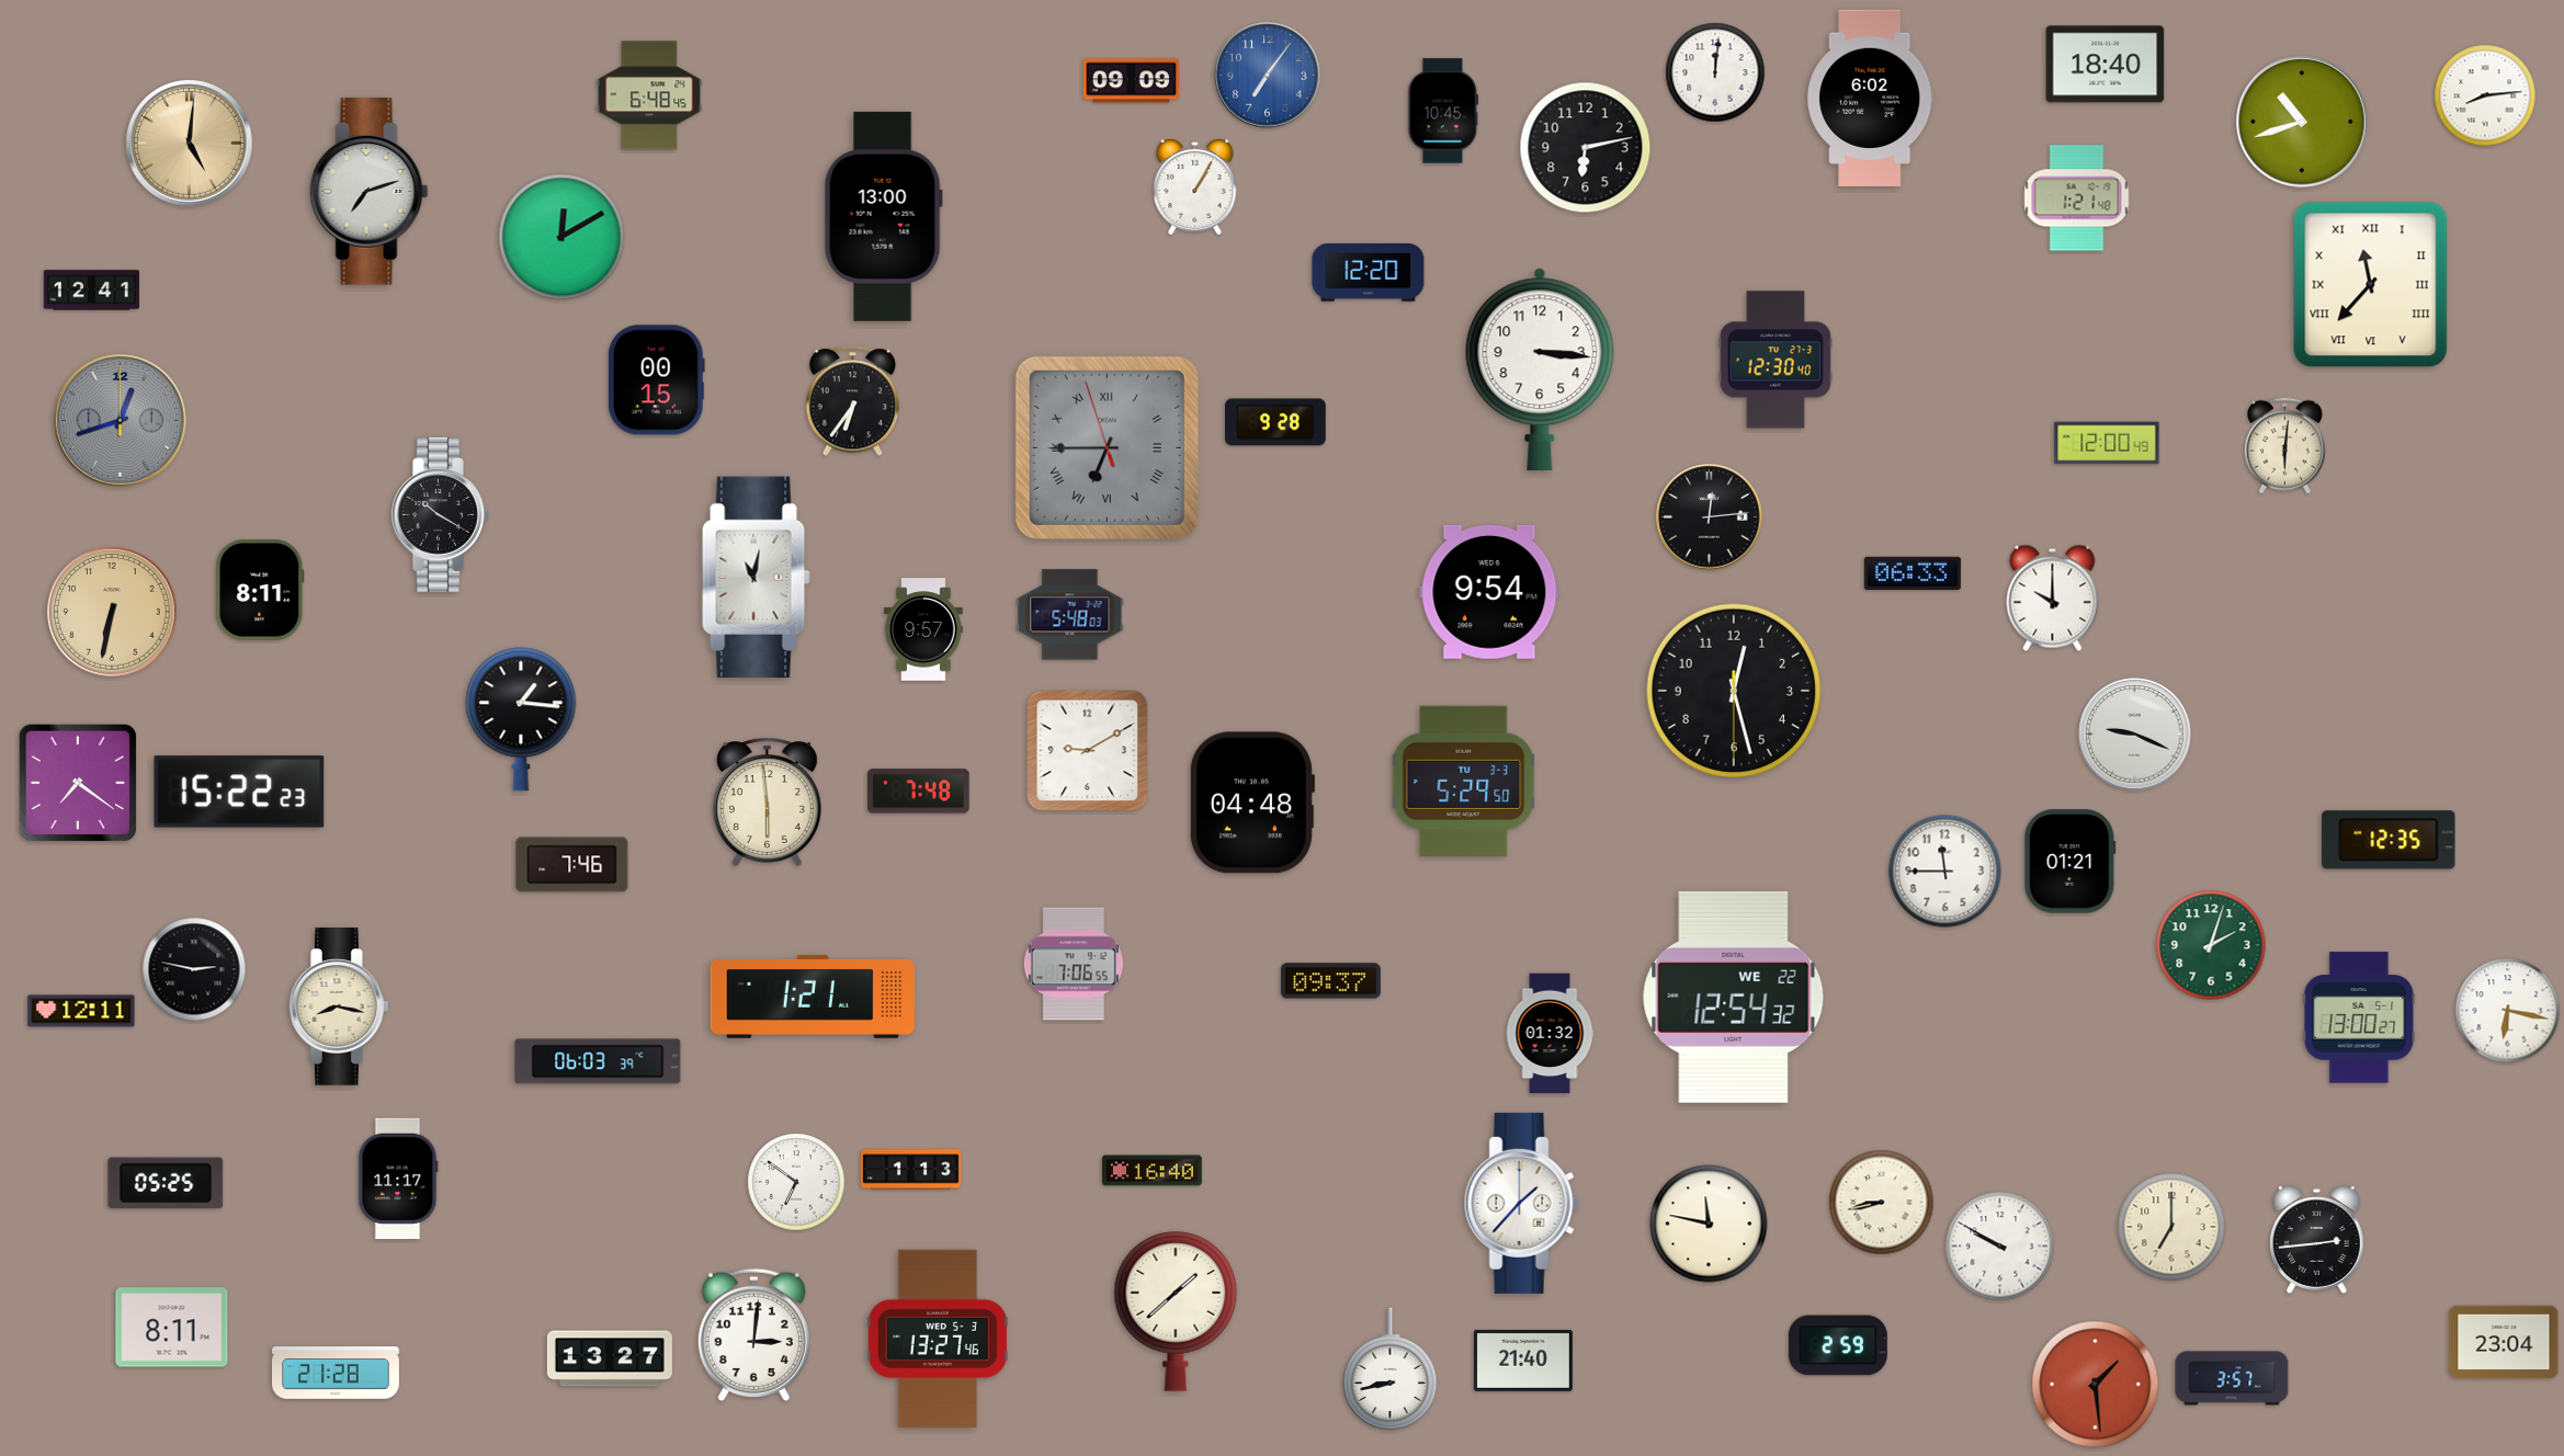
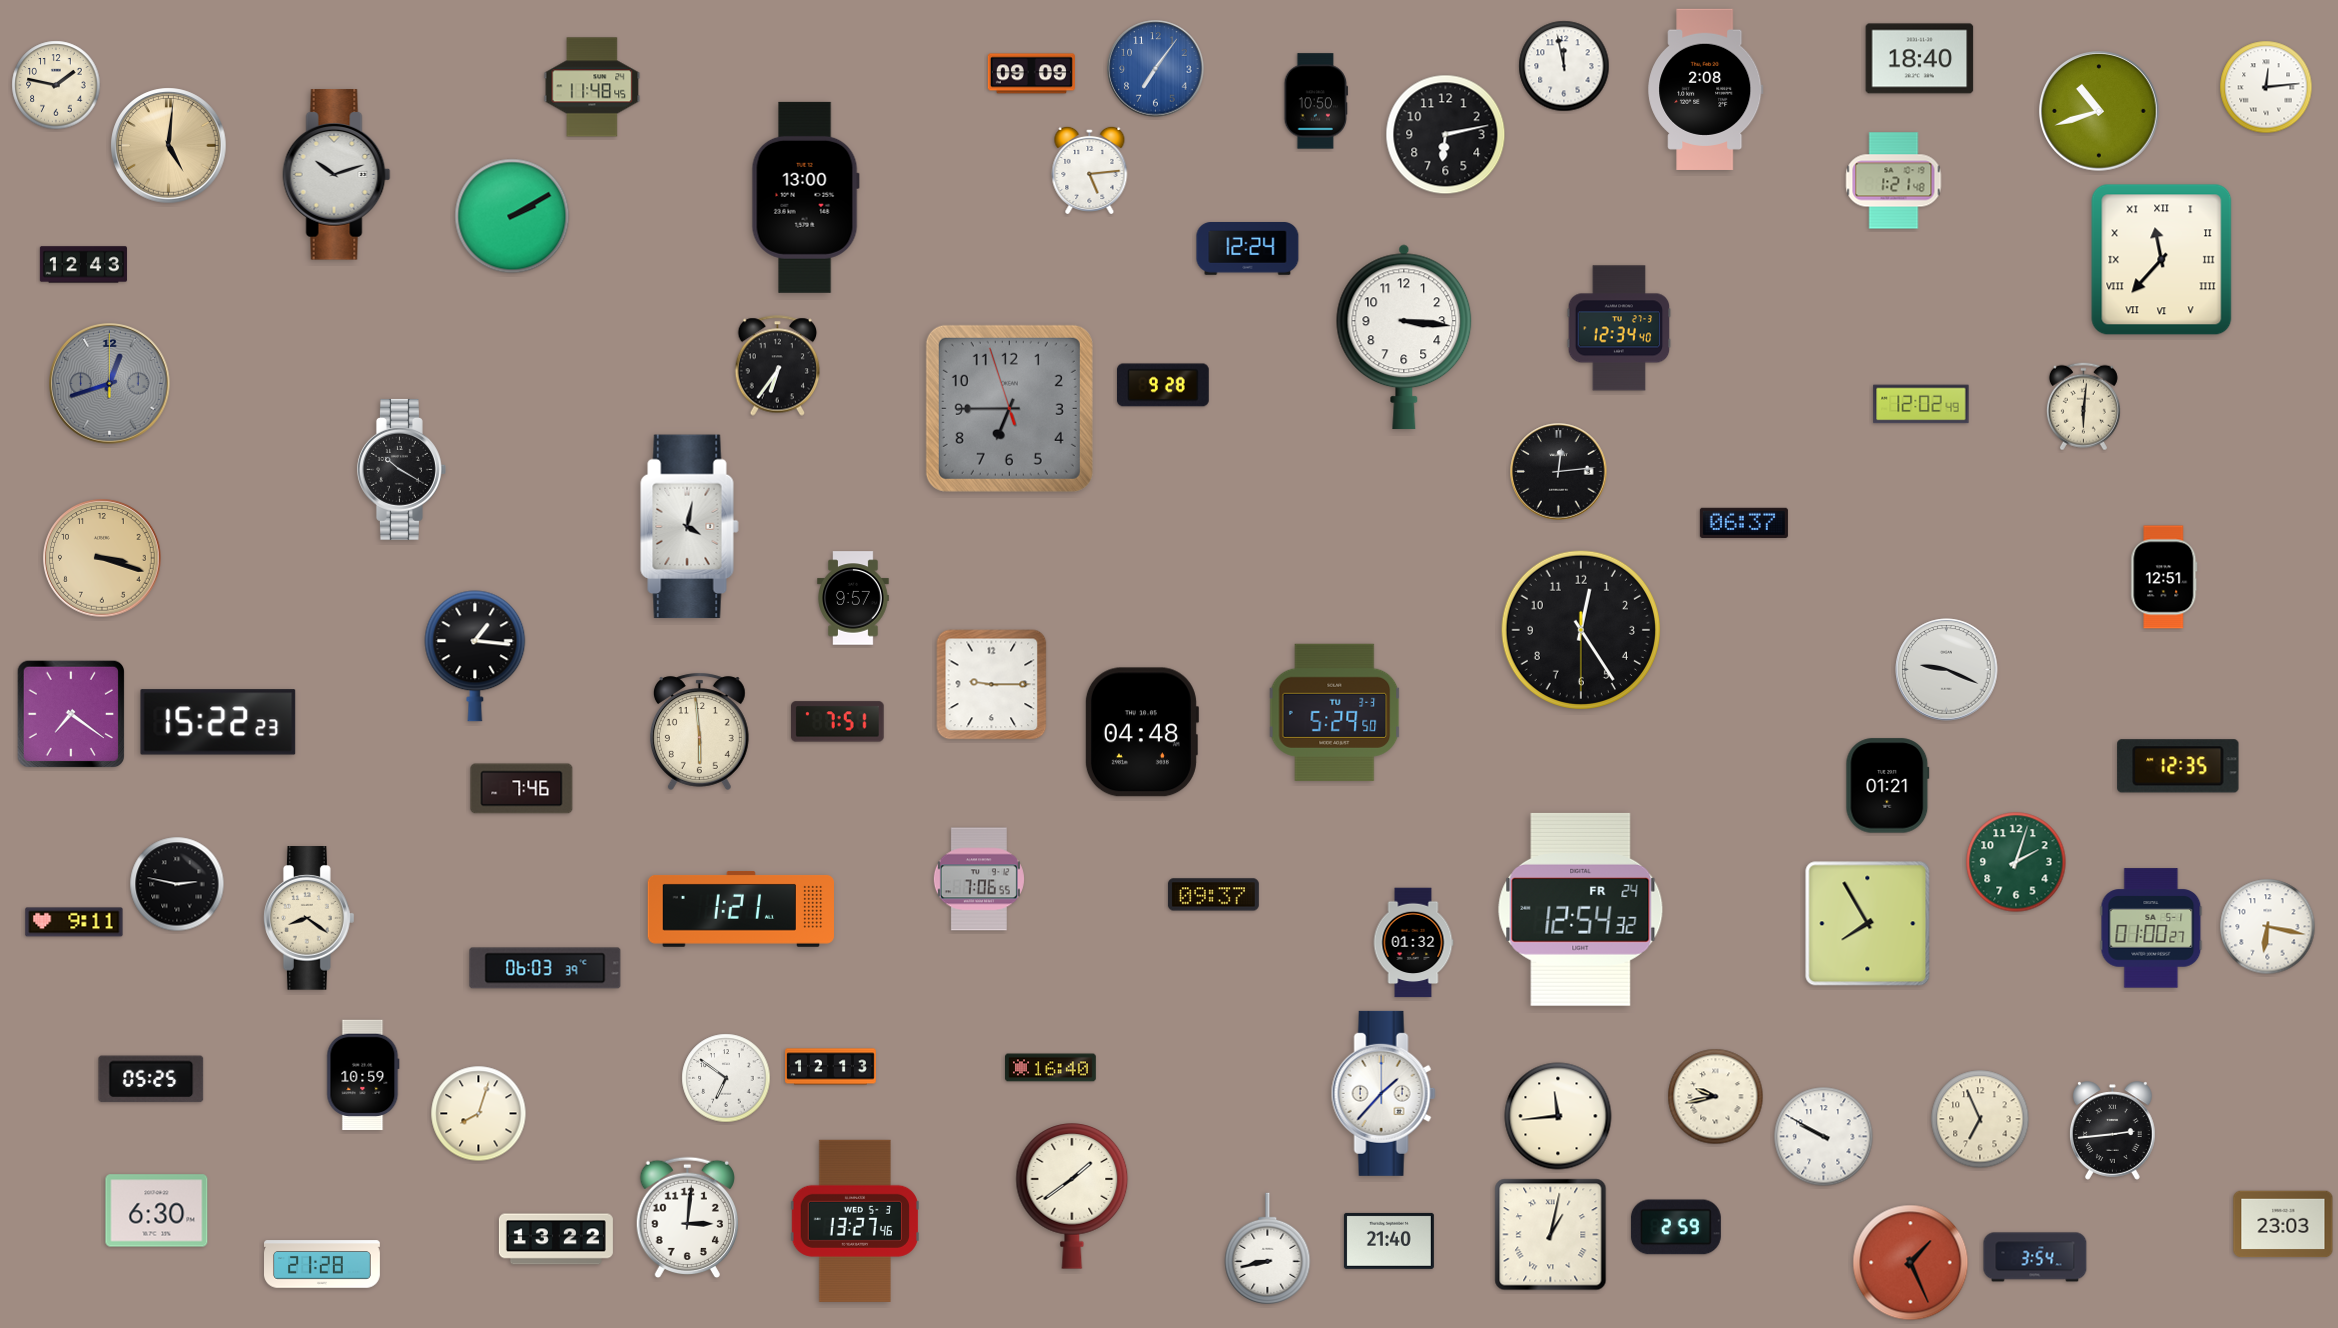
clock at (1715, 72): 12:01 -> 11:58
clock at (56, 85): none -> 1:47
clock at (649, 95): 6:48 -> 11:48
clock at (2485, 95): 8:14 -> 12:14
clock at (1871, 98): 6:02 -> 2:08
clock at (1442, 111): 10:45 -> 10:50
clock at (190, 144) position: (190, 144) -> (169, 146)
clock at (1195, 186): 1:05 -> 5:14
clock at (370, 192): 7:12 -> 10:12
clock at (561, 237): 12:10 -> 2:10
clock at (1369, 273): 12:20 -> 12:24
clock at (91, 291): 12:41 -> 12:43
clock at (1775, 360): 12:30 -> 12:34
clock at (656, 380): 00:15 -> none
clock at (2107, 443): 12:00 -> 12:02
clock at (1107, 447) numerals: Roman -> Arabic
clock at (1913, 572): 06:33 -> 06:37
clock at (757, 578): 11:02 -> 4:02
clock at (260, 590): 8:11 -> none
clock at (1489, 592): 9:54 -> none
clock at (2053, 598): 10:00 -> none
clock at (112, 612): 6:32 -> 3:18
clock at (1070, 615): 5:48 -> none
clock at (923, 629) position: (923, 629) -> (853, 598)
clock at (2164, 577): none -> 12:51
clock at (1733, 690): 12:27 -> 12:24
clock at (1088, 751): 9:10 -> 9:15
clock at (919, 792): 7:48 -> 7:51
clock at (1945, 872): 11:45 -> none
clock at (1734, 997) date: WE 22 -> FR 24
clock at (340, 1006): 8:17 -> 8:21
clock at (81, 1011): 12:11 -> 9:11
clock at (2508, 1011) position: (2508, 1011) -> (2268, 927)
clock at (1868, 924): none -> 7:55
clock at (2359, 1017): 13:00 -> 01:00
clock at (911, 1170): 1:13 -> 12:13
clock at (398, 1179): 11:17 -> 10:59
clock at (1521, 1203) position: (1521, 1203) -> (1383, 1093)
clock at (1882, 1203): 8:43 -> 9:43
clock at (479, 1114): none -> 8:03
clock at (1709, 1224): 11:47 -> 11:44
clock at (2171, 1227): 7:00 -> 6:56
clock at (1176, 1311): 1:38 -> 1:39
clock at (172, 1328): 8:11 -> 6:30
clock at (2504, 1342): 23:04 -> 23:03
clock at (1551, 1235): none -> 1:02
clock at (610, 1358): 13:27 -> 13:22
clock at (337, 1373) position: (337, 1373) -> (323, 1264)
clock at (2232, 1378): 3:57 -> 3:54
clock at (2096, 1385): 1:29 -> 1:26
